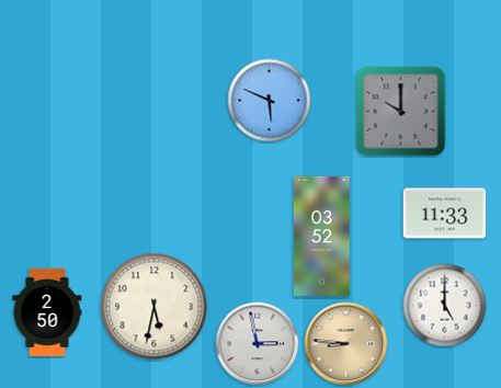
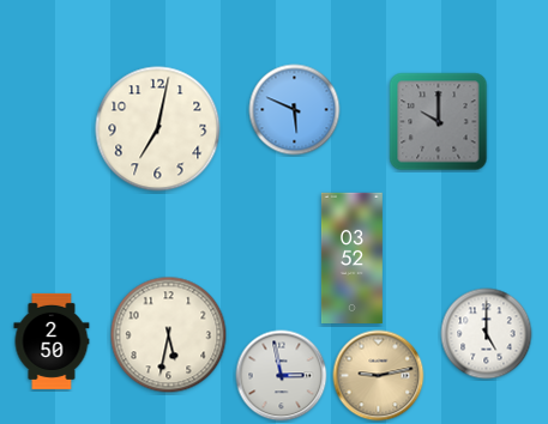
clock at (158, 129): none -> 7:02
clock at (445, 214): 11:33 -> none
clock at (346, 344): 8:46 -> 9:13
